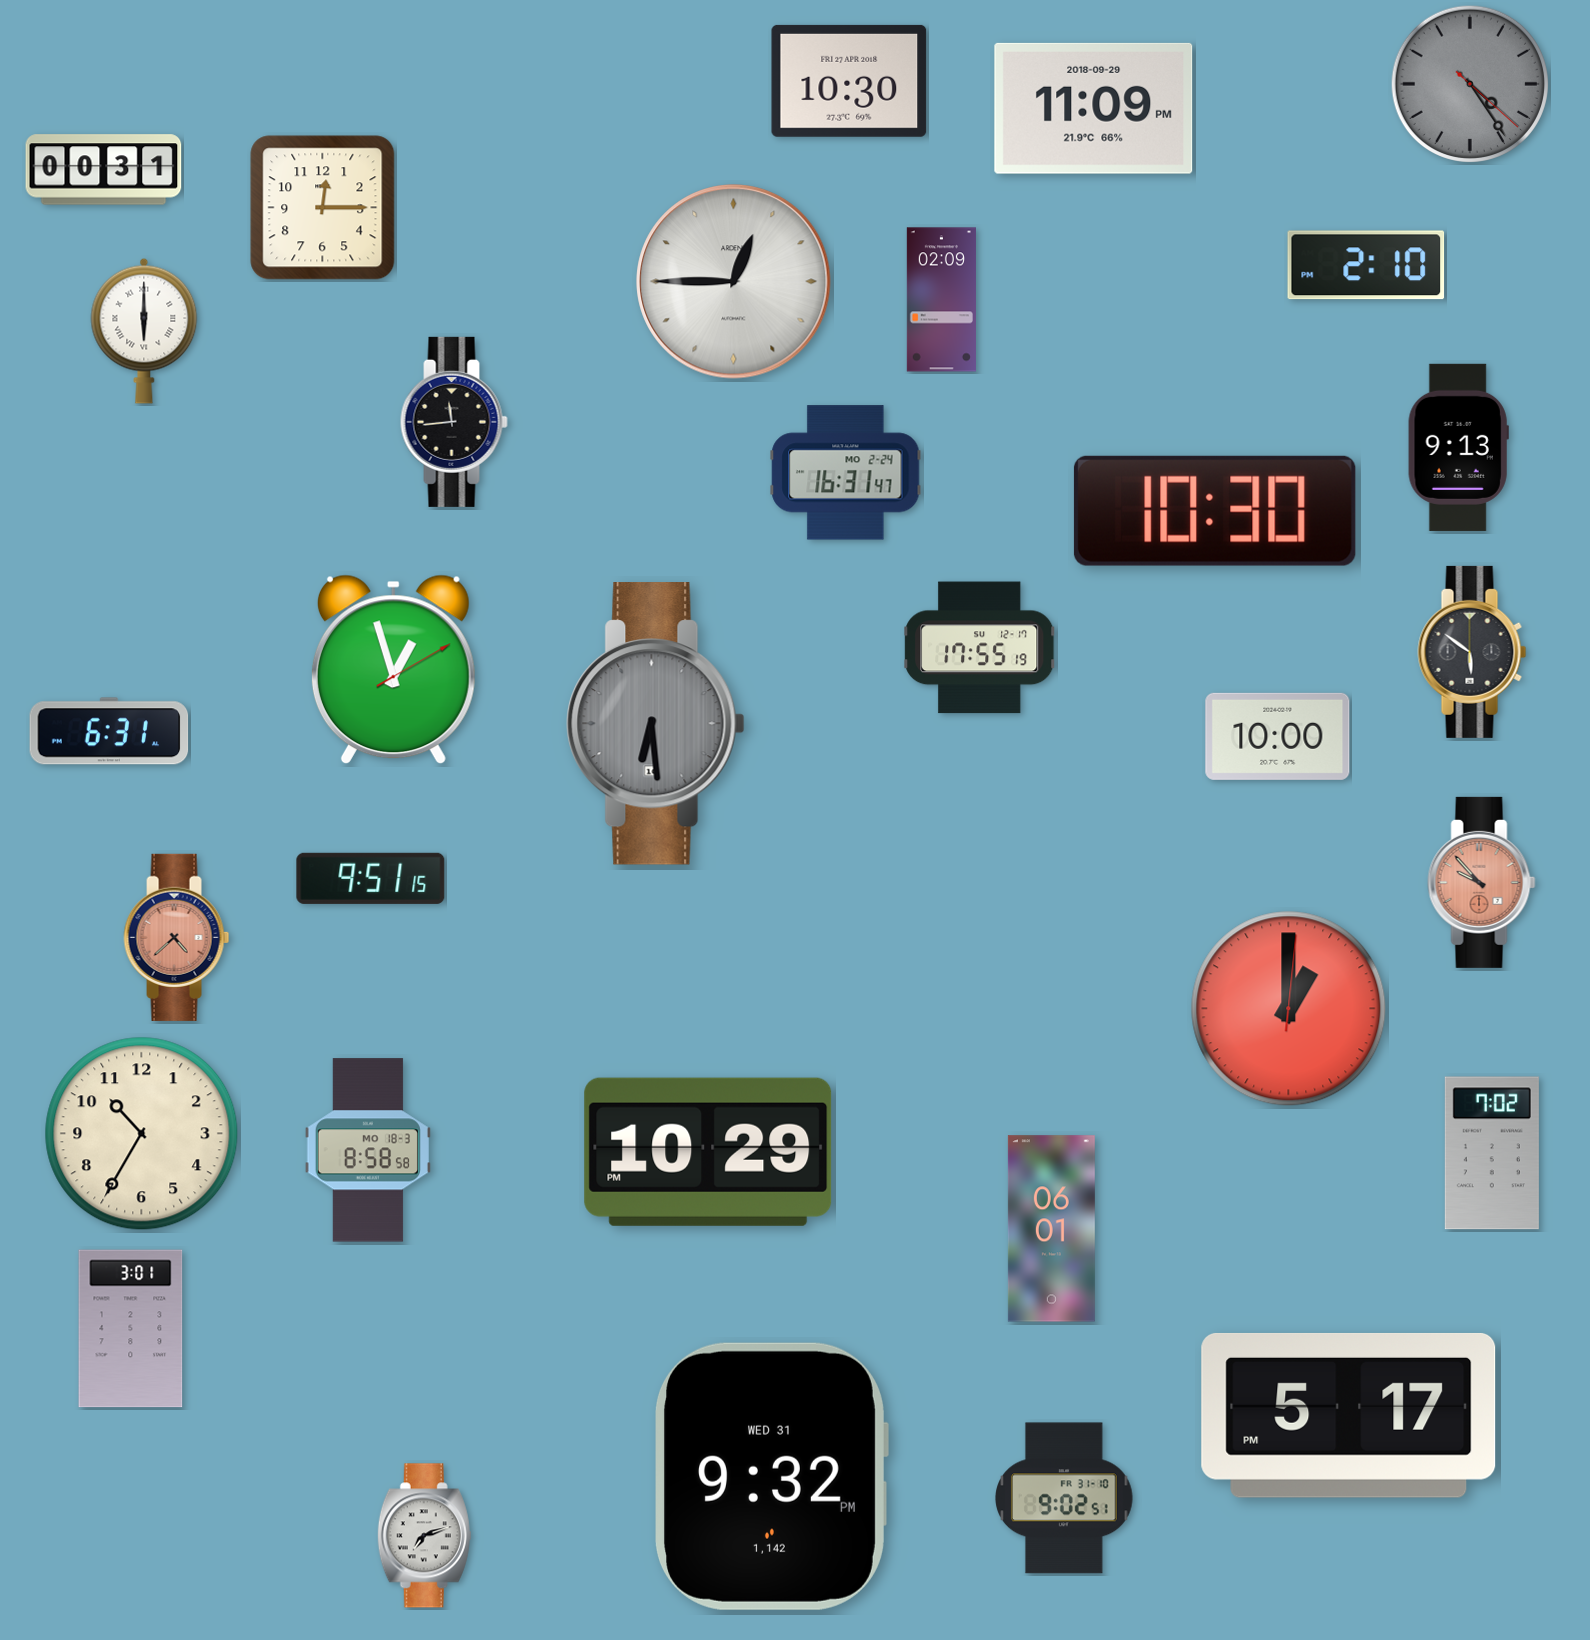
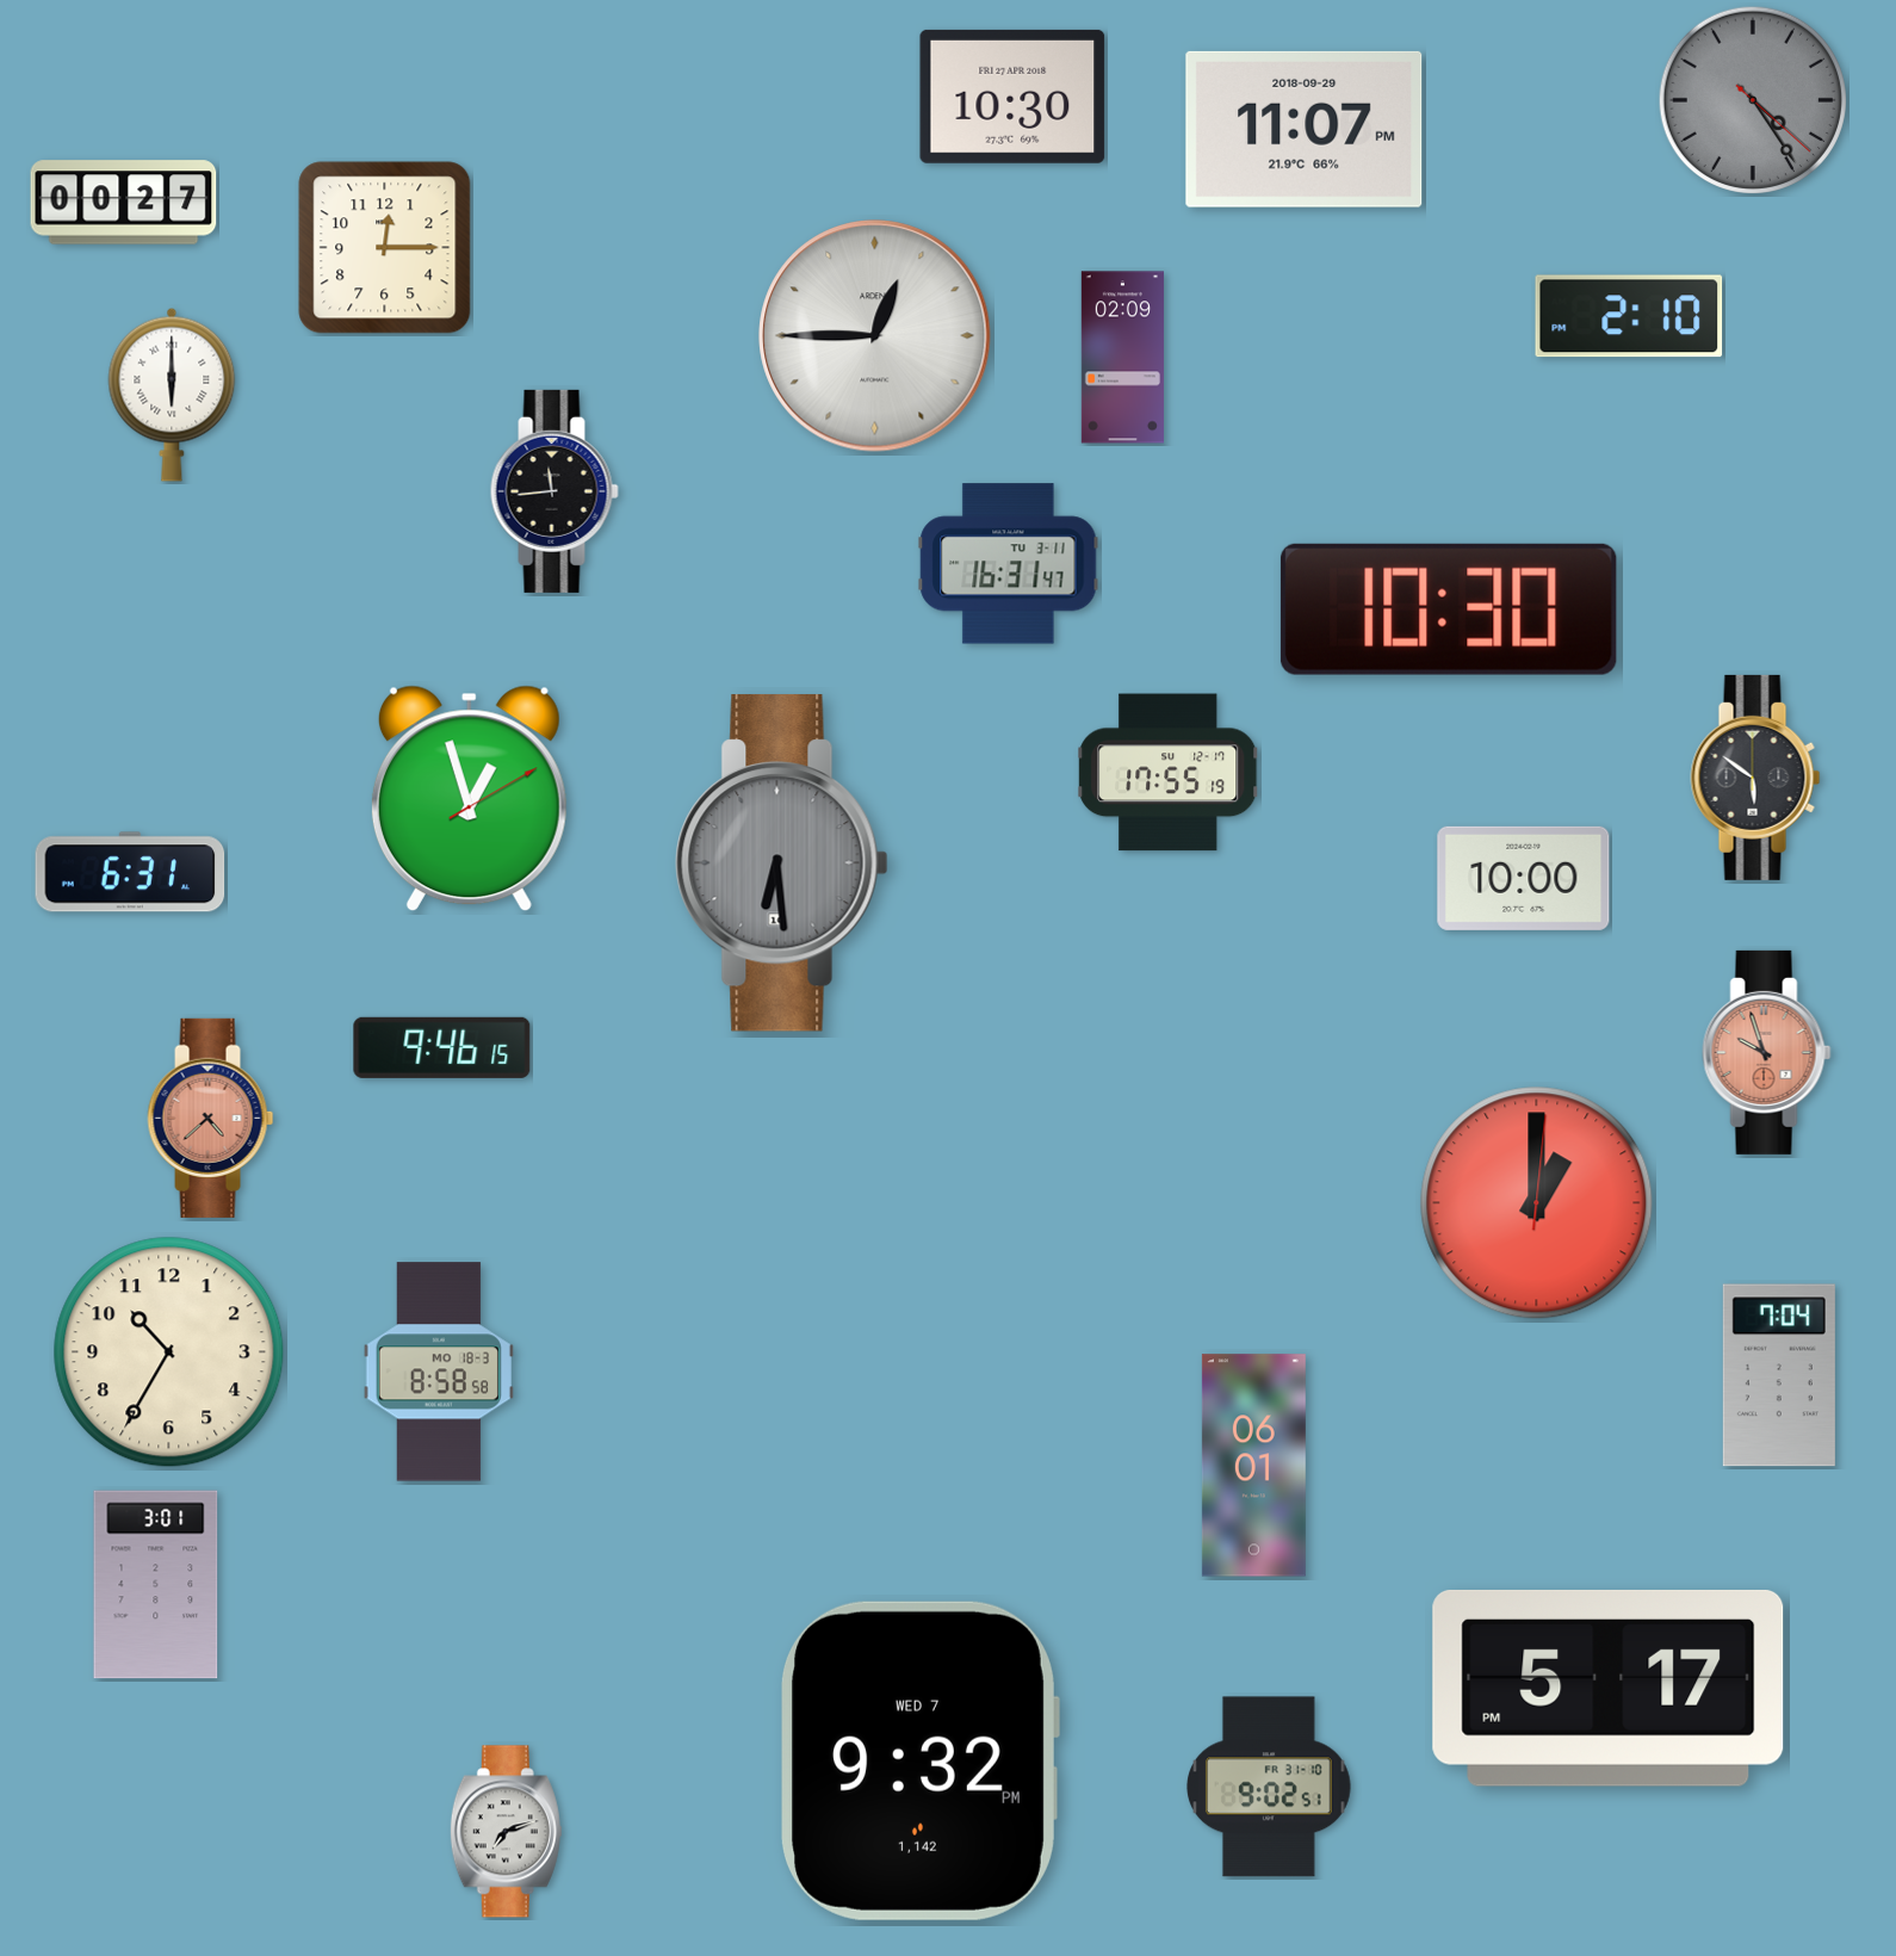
clock at (1094, 108): 11:09 -> 11:07
clock at (104, 170): 00:31 -> 00:27
clock at (454, 422) position: (454, 422) -> (554, 491)
clock at (1458, 447): 9:13 -> none
clock at (846, 473) date: MO 2-24 -> TU 3-11
clock at (371, 878): 9:51 -> 9:46
clock at (1482, 882): 9:53 -> 9:57
clock at (708, 1152): 10:29 -> none
clock at (1492, 1153): 7:02 -> 7:04
clock at (771, 1476) date: WED 31 -> WED 7
